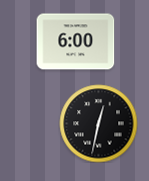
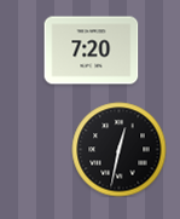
clock at (75, 42): 6:00 -> 7:20
